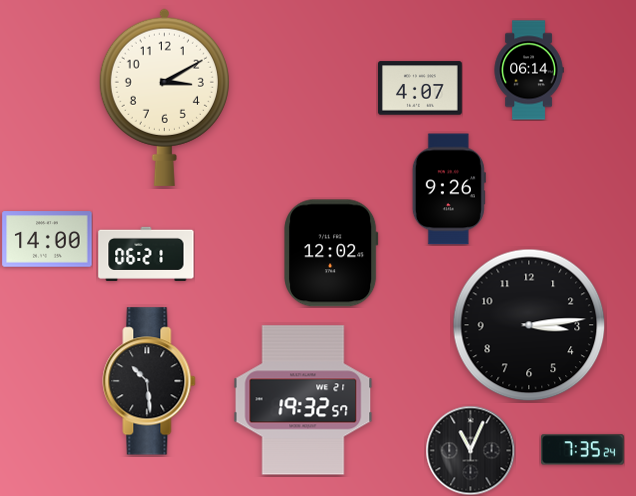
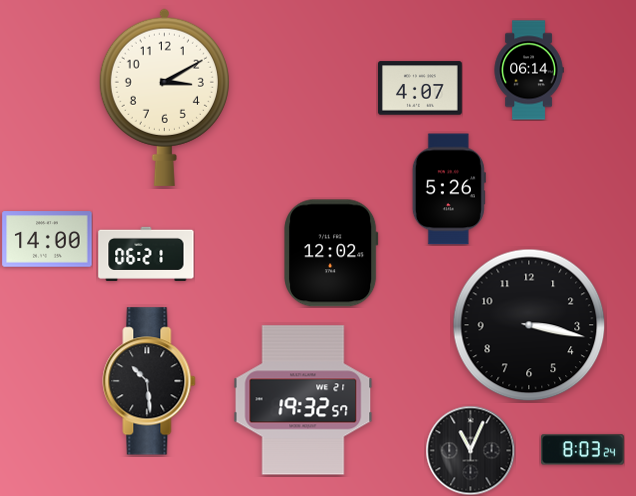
clock at (449, 189): 9:26 -> 5:26
clock at (529, 325): 3:14 -> 3:17
clock at (583, 450): 7:35 -> 8:03
